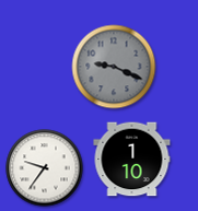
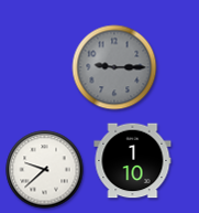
clock at (114, 67): 9:19 -> 9:15
clock at (45, 168): 9:36 -> 9:38
